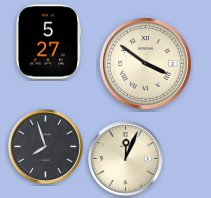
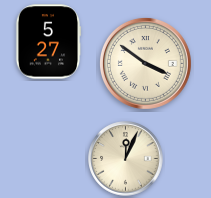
clock at (46, 147): 7:57 -> none
